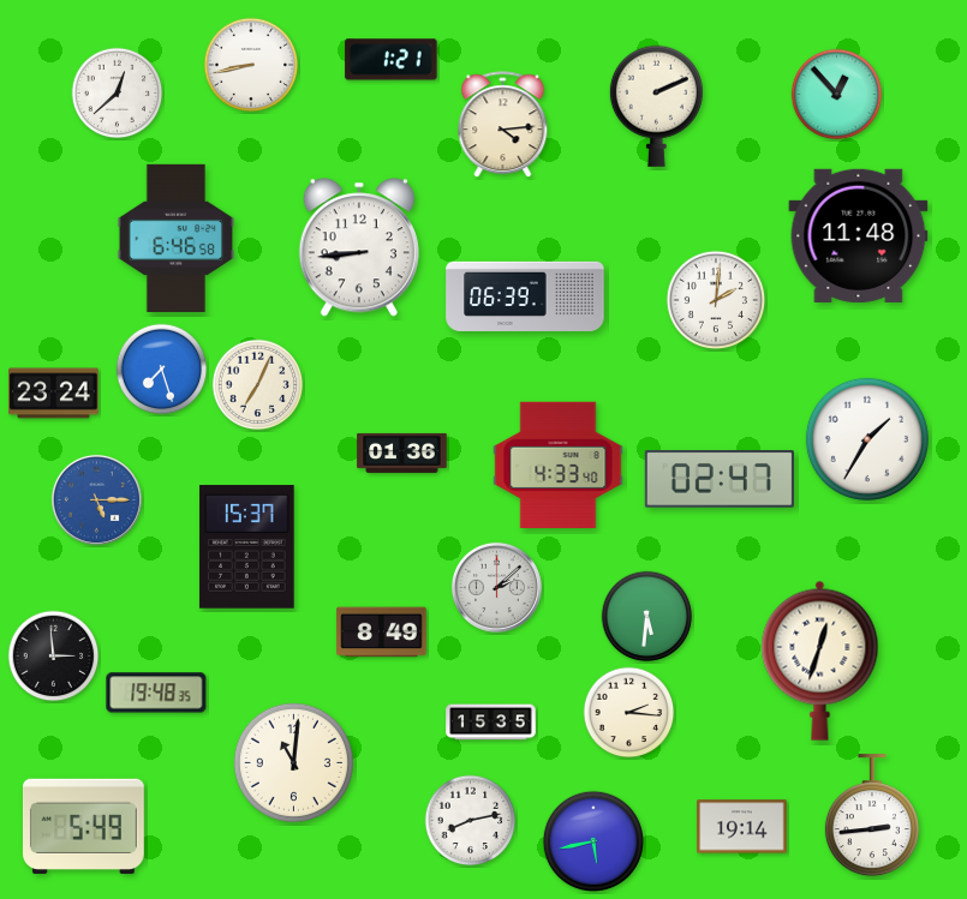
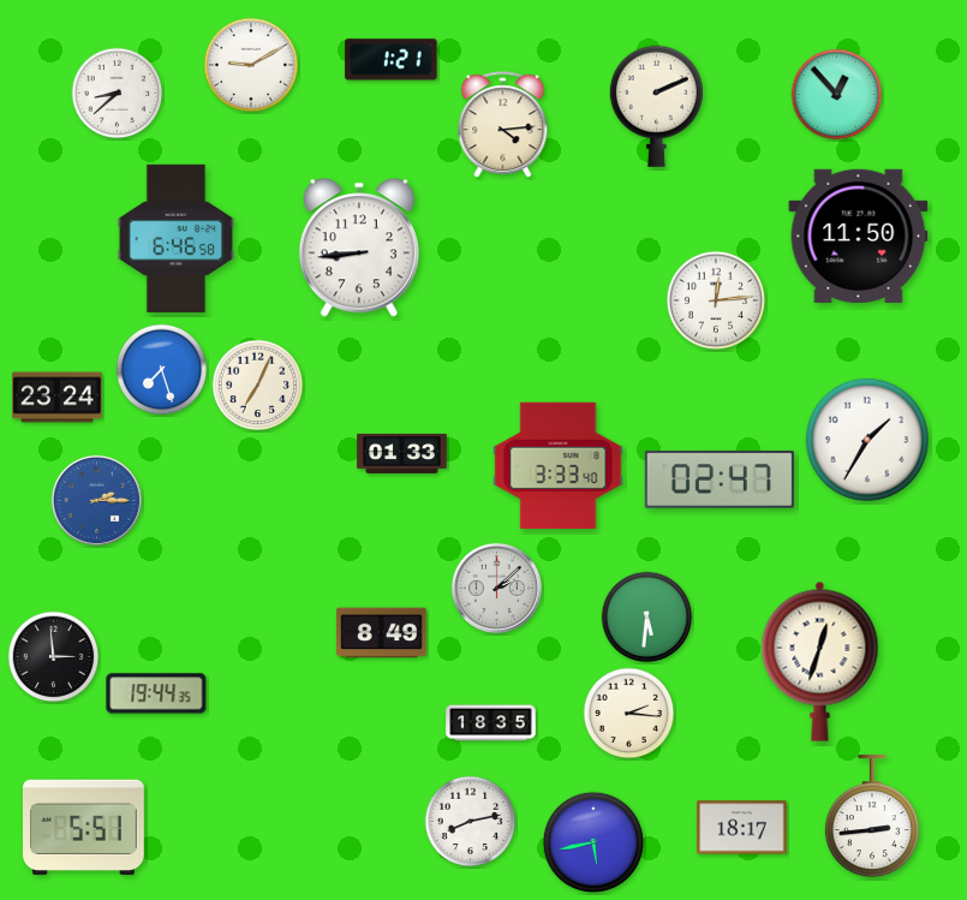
clock at (251, 65): 8:43 -> 9:10
clock at (118, 94): 12:38 -> 8:38
clock at (859, 235): 11:48 -> 11:50
clock at (525, 296): 06:39 -> none
clock at (716, 300): 2:01 -> 12:14
clock at (54, 394) position: (54, 394) -> (58, 398)
clock at (402, 453): 01:36 -> 01:33
clock at (559, 466): 4:33 -> 3:33
clock at (96, 499): 5:15 -> 2:15
clock at (247, 547): 15:37 -> none
clock at (156, 693): 19:48 -> 19:44
clock at (491, 723): 15:35 -> 18:35
clock at (293, 762): 11:01 -> none
clock at (84, 826): 5:49 -> 5:51
clock at (742, 827): 19:14 -> 18:17
